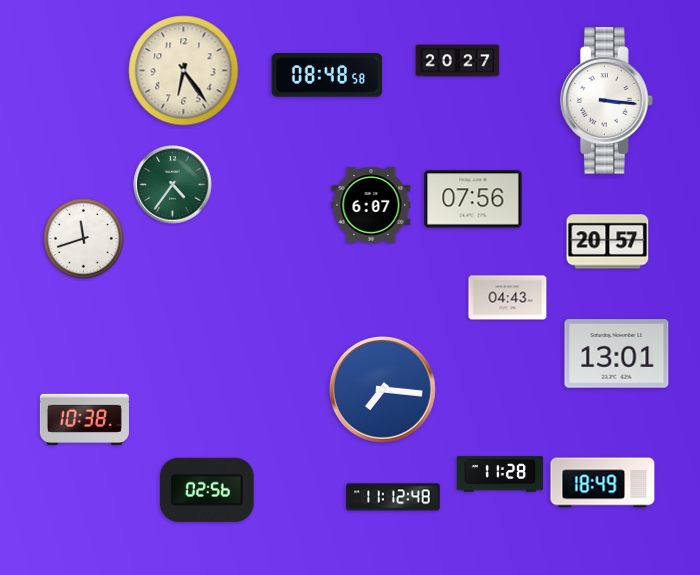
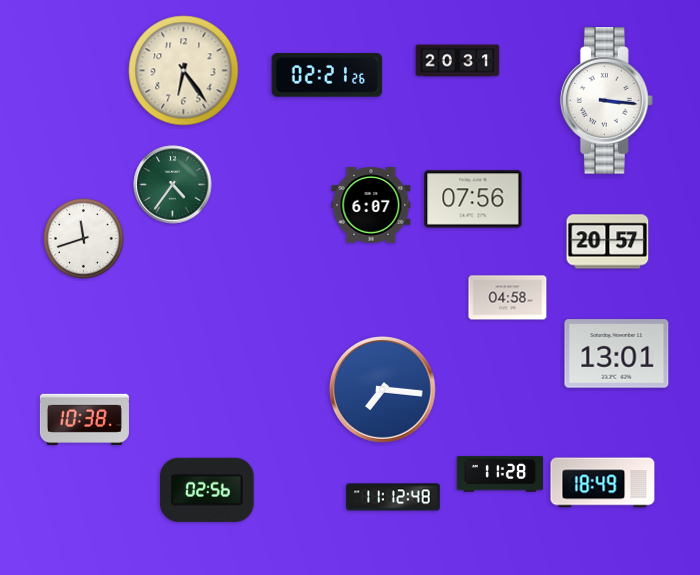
clock at (458, 61): 20:27 -> 20:31
clock at (327, 75): 08:48 -> 02:21
clock at (508, 298): 04:43 -> 04:58
